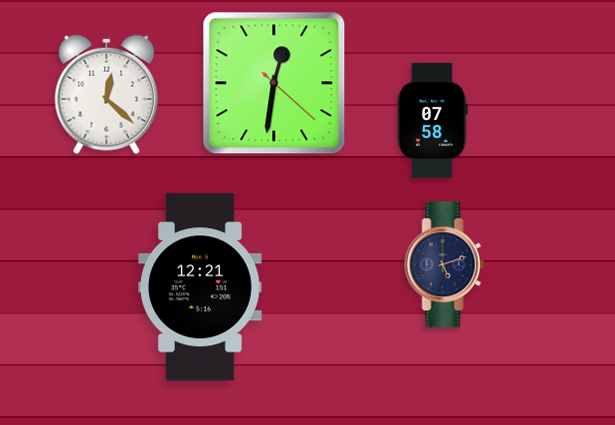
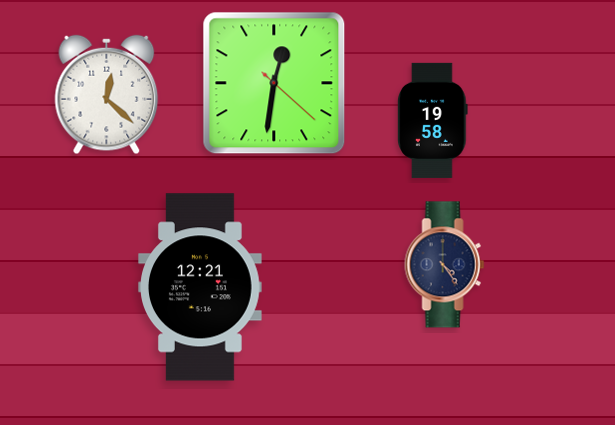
clock at (433, 120): 07:58 -> 19:58
clock at (445, 265): 5:12 -> 4:24
